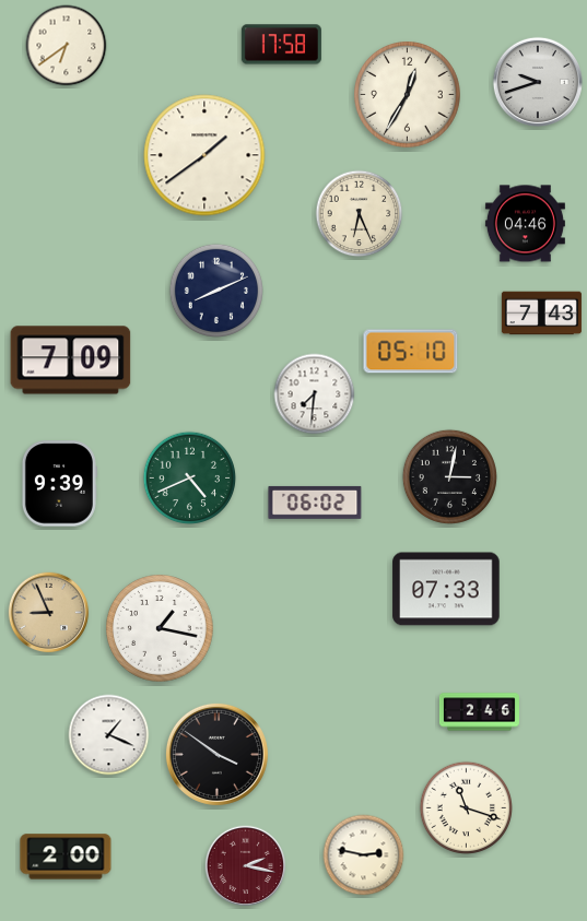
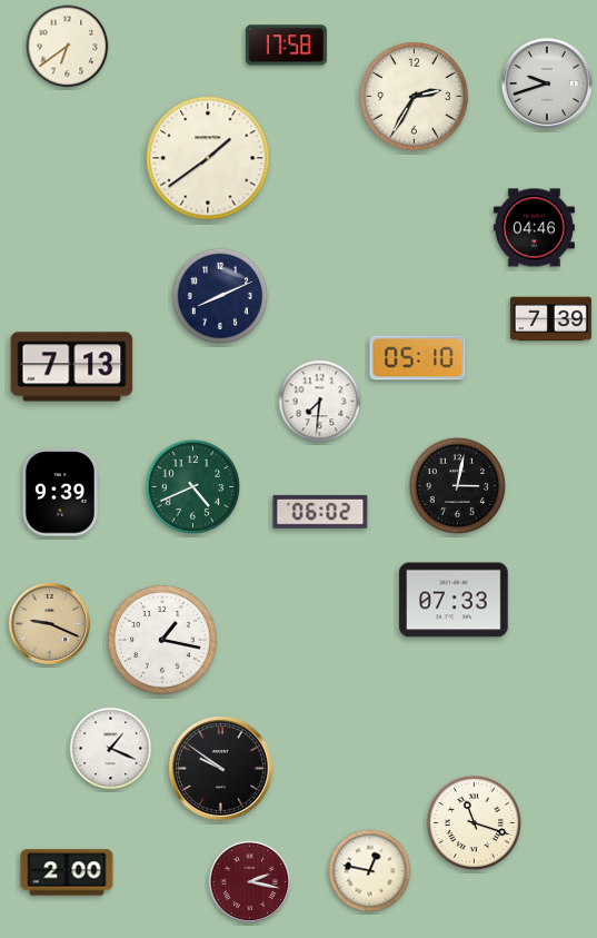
clock at (408, 95): 12:35 -> 2:35
clock at (360, 214): 6:26 -> none
clock at (541, 314): 7:43 -> 7:39
clock at (71, 361): 7:09 -> 7:13
clock at (49, 613): 8:56 -> 9:19
clock at (479, 712): 2:46 -> none
clock at (216, 754): 3:51 -> 9:51
clock at (364, 855): 2:47 -> 12:47
